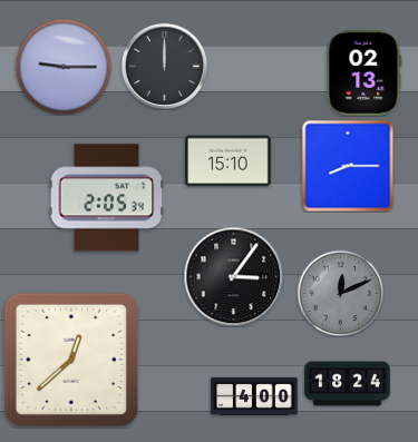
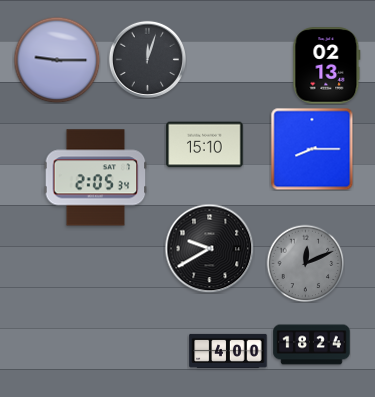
clock at (164, 66): 12:00 -> 12:03
clock at (233, 276): 3:06 -> 9:40
clock at (70, 358): 12:38 -> none
clock at (254, 396) position: (254, 396) -> (228, 351)
